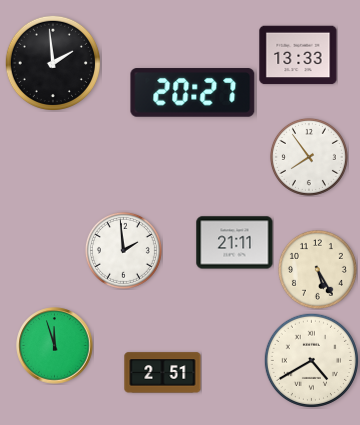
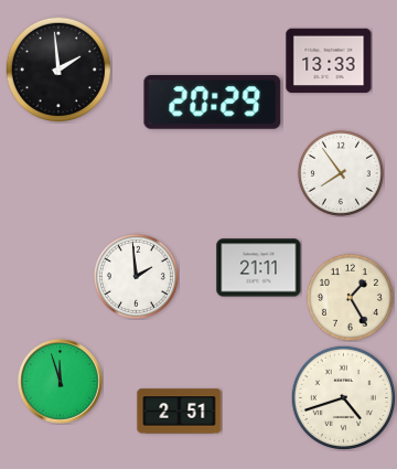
clock at (193, 93): 20:27 -> 20:29
clock at (317, 269): 5:25 -> 1:25
clock at (311, 360): 4:40 -> 4:42
